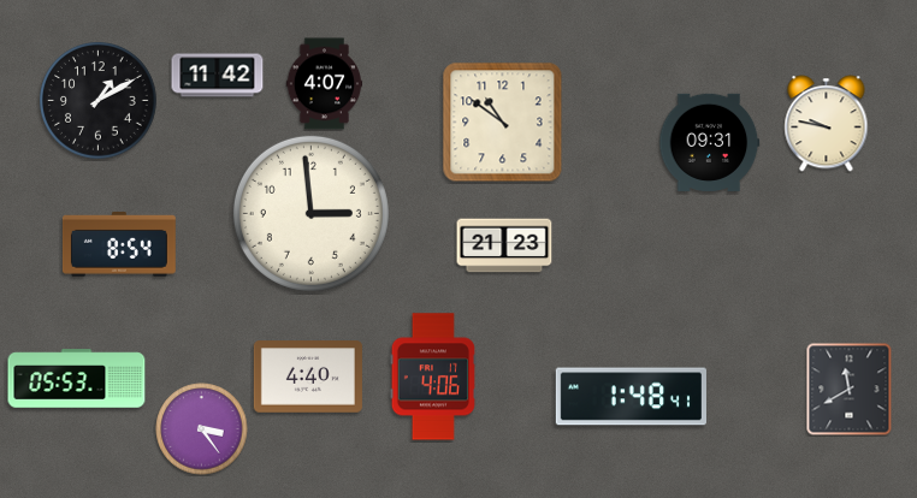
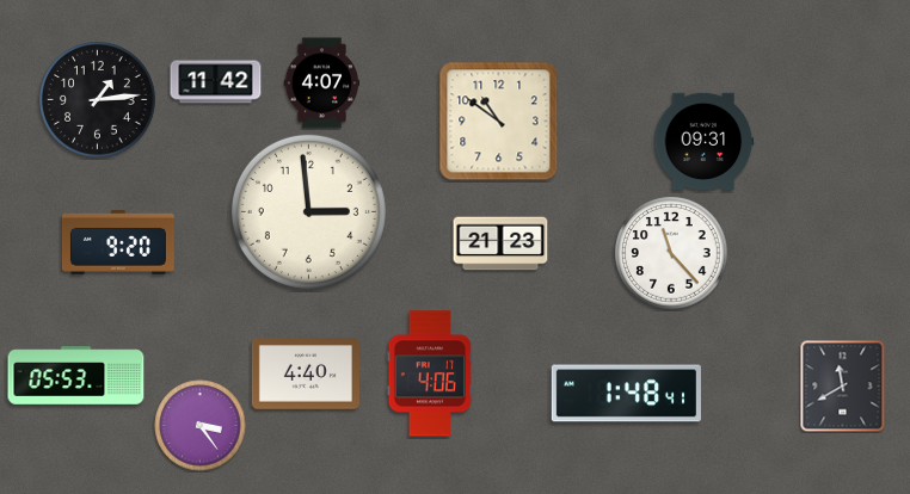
clock at (218, 76) position: (218, 76) -> (216, 82)
clock at (99, 101): 1:10 -> 1:14
clock at (827, 124): 9:47 -> none
clock at (119, 244): 8:54 -> 9:20
clock at (671, 253): none -> 11:23
